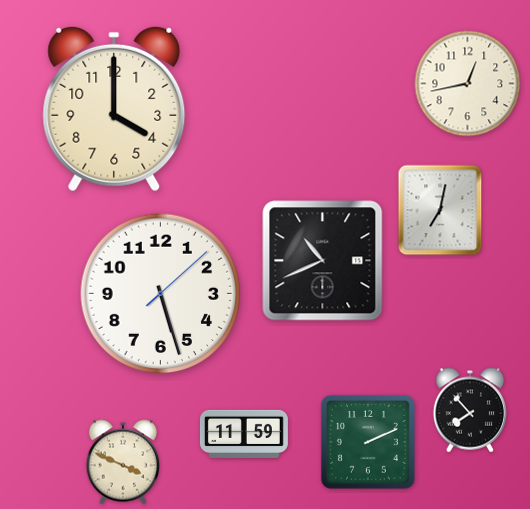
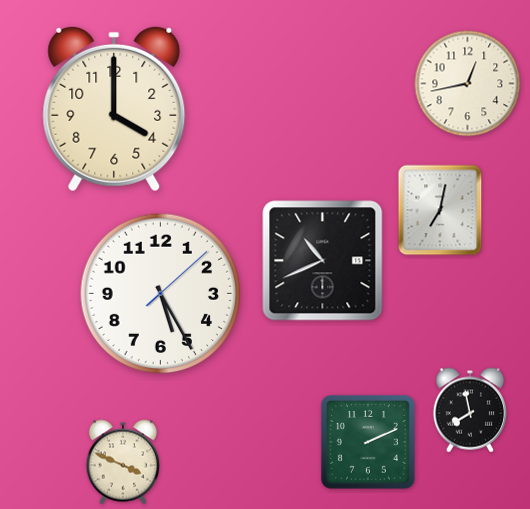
clock at (161, 294): 5:27 -> 5:25
clock at (470, 410): 7:53 -> 7:58
clock at (244, 434): 11:59 -> none
